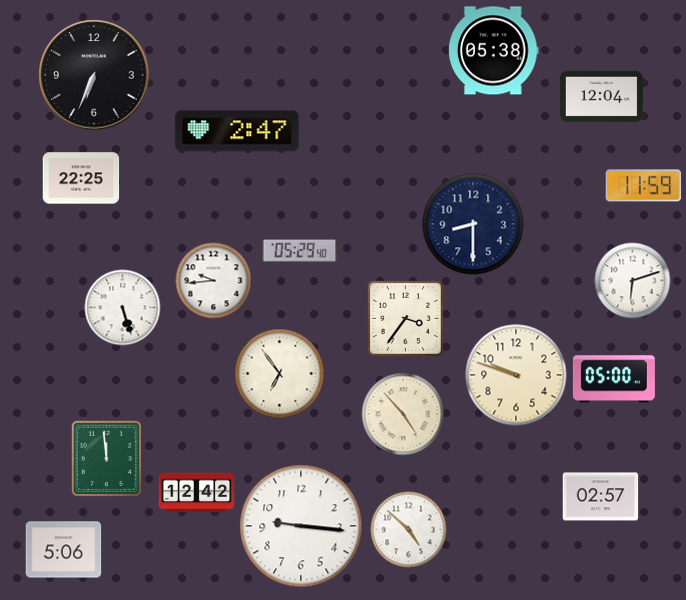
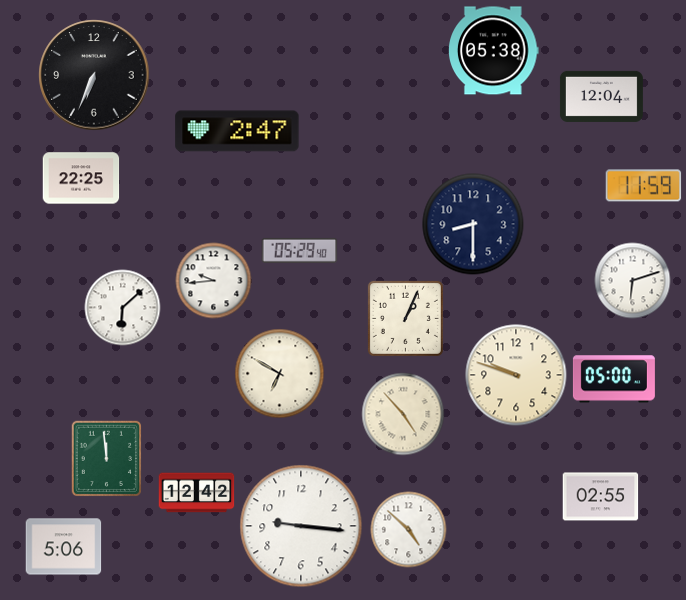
clock at (123, 308): 5:27 -> 6:08
clock at (405, 318): 3:36 -> 1:04
clock at (280, 374): 6:54 -> 6:50
clock at (601, 497): 02:57 -> 02:55
clock at (64, 550) position: (64, 550) -> (64, 547)
